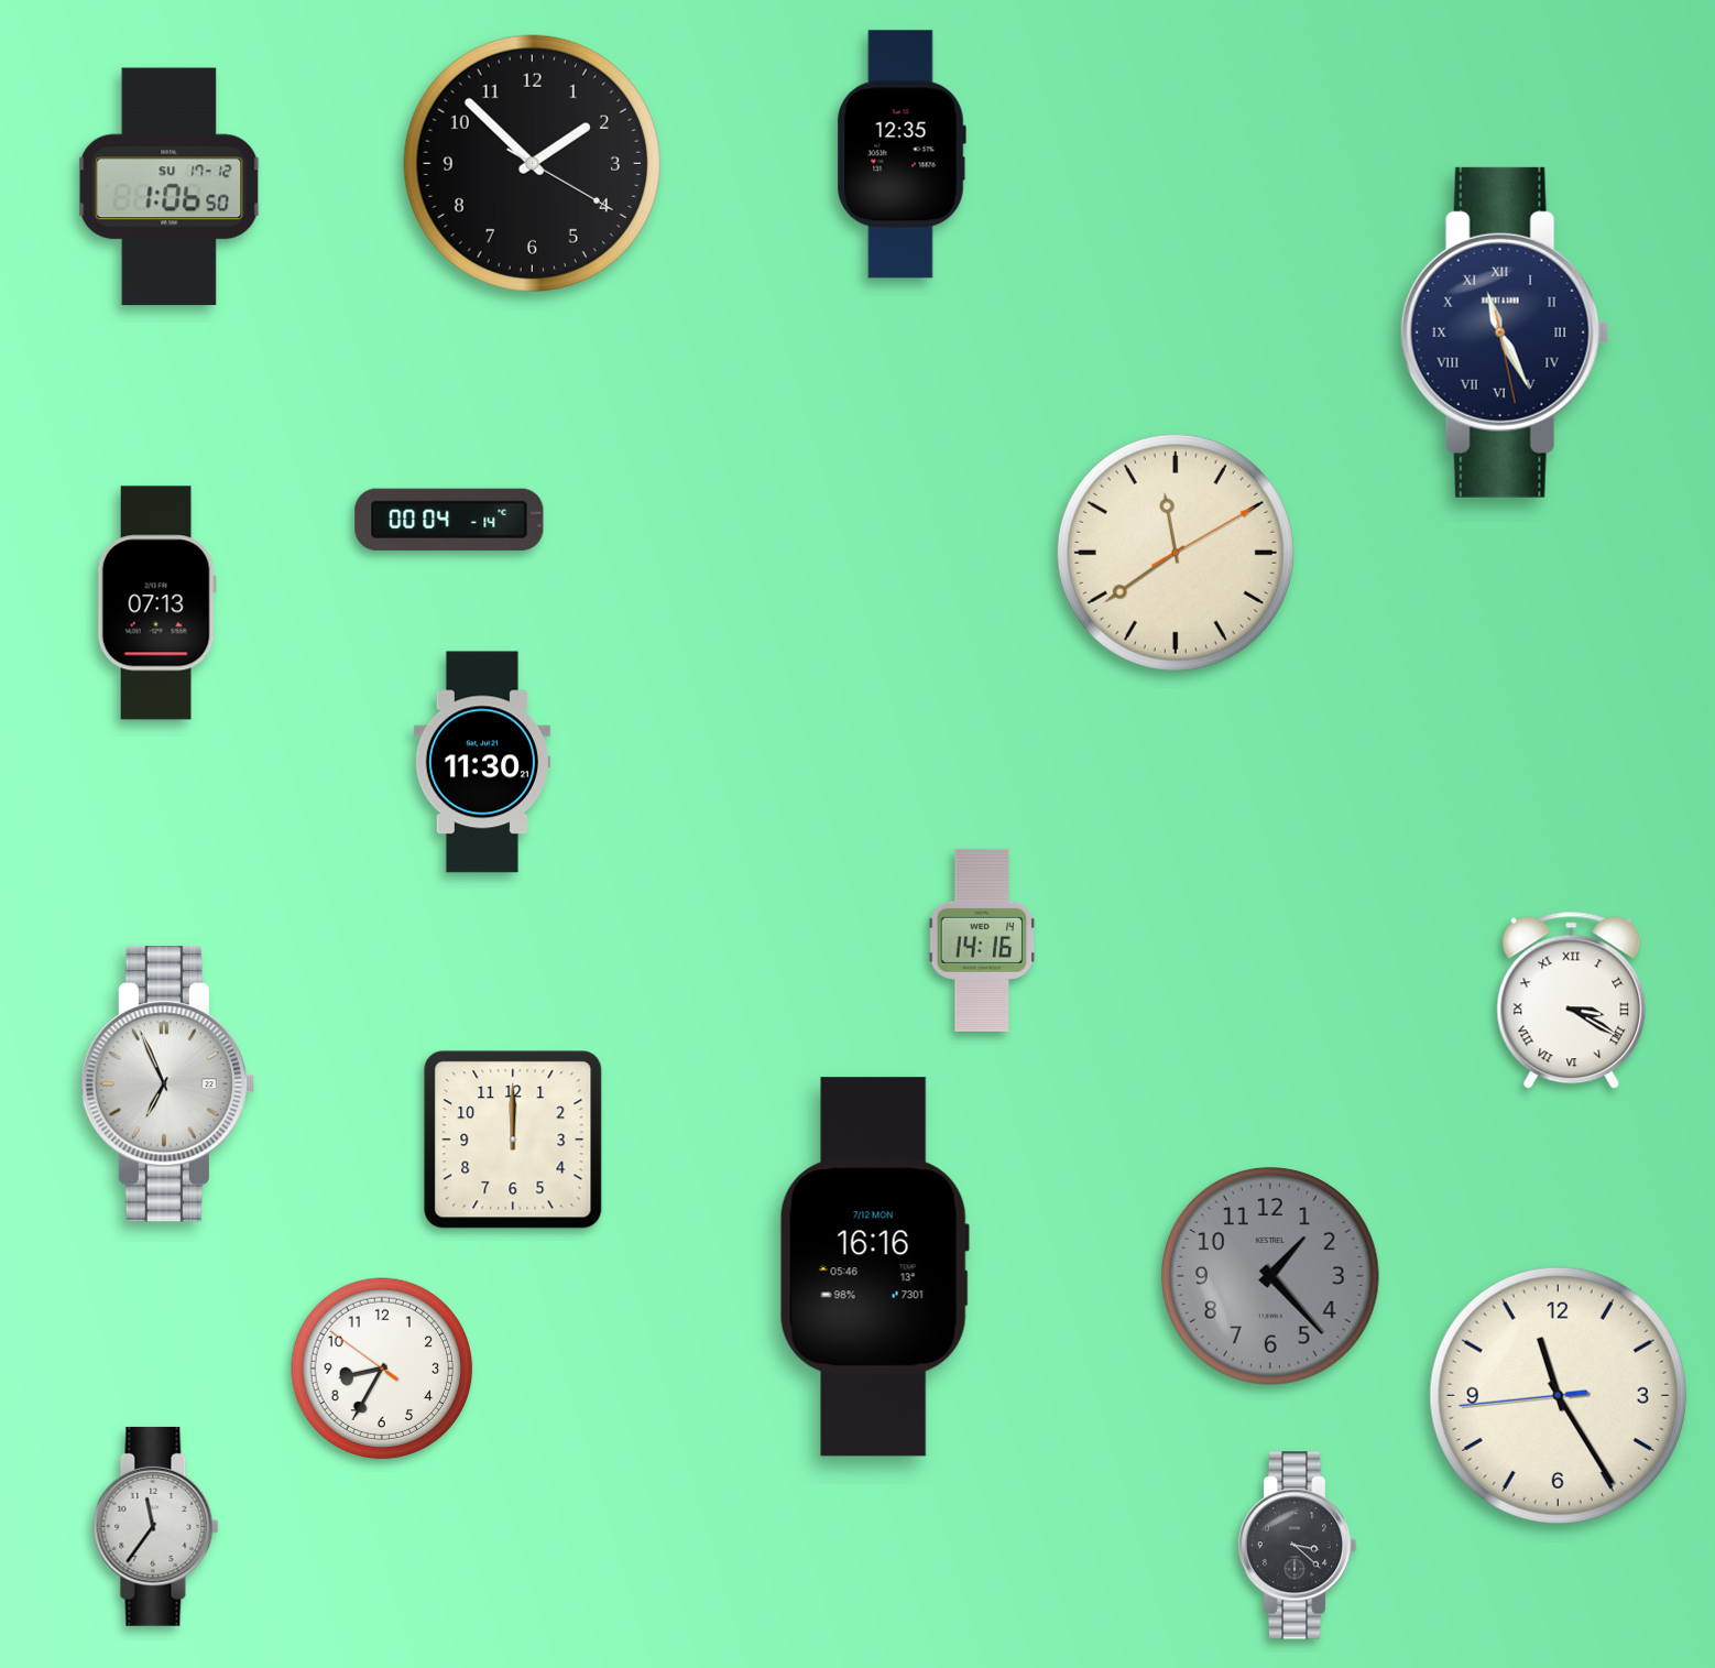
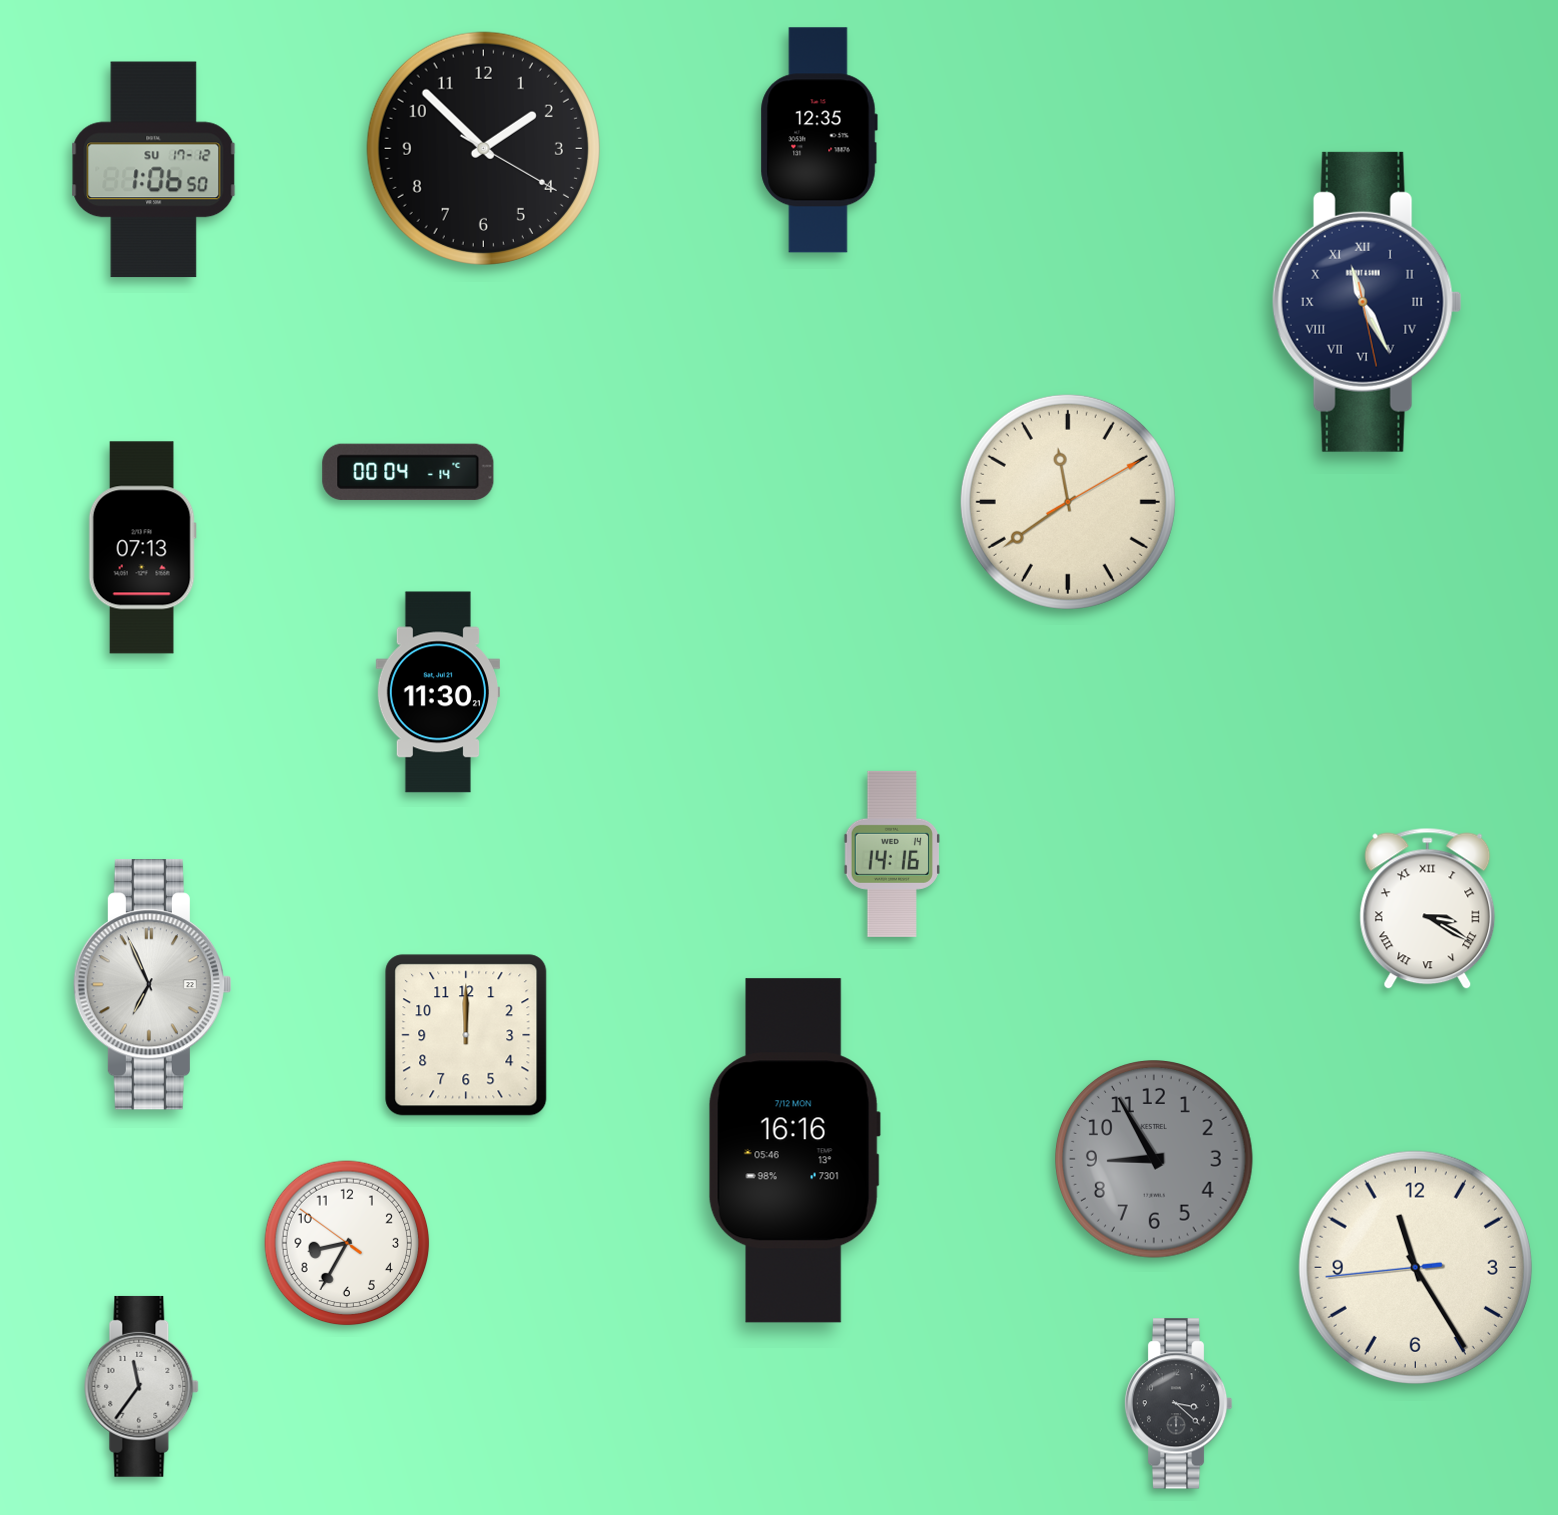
clock at (1271, 1277): 1:23 -> 8:55
